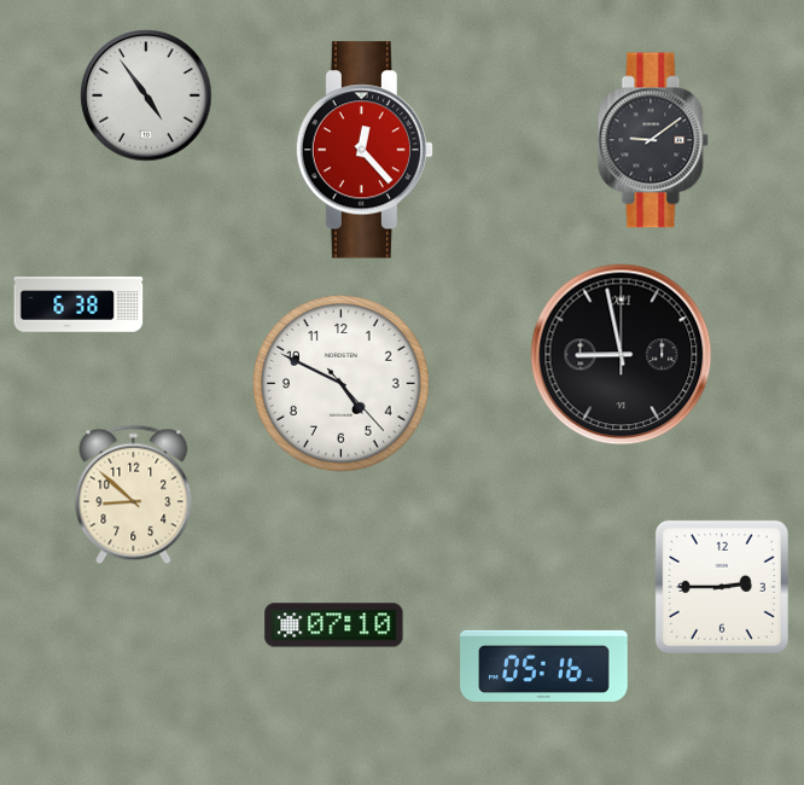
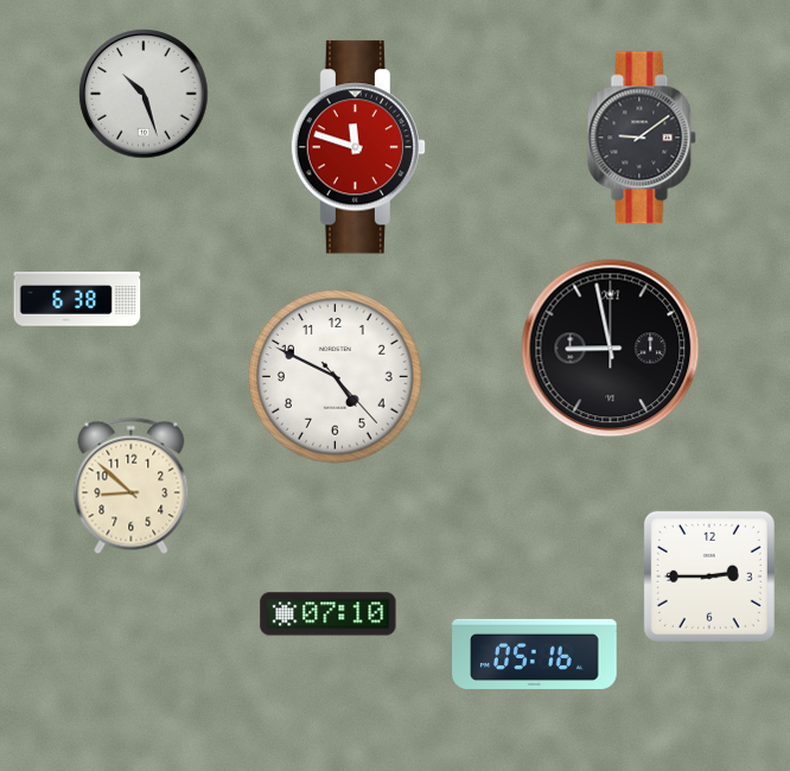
clock at (146, 95): 4:54 -> 10:27
clock at (363, 150): 12:23 -> 11:48
